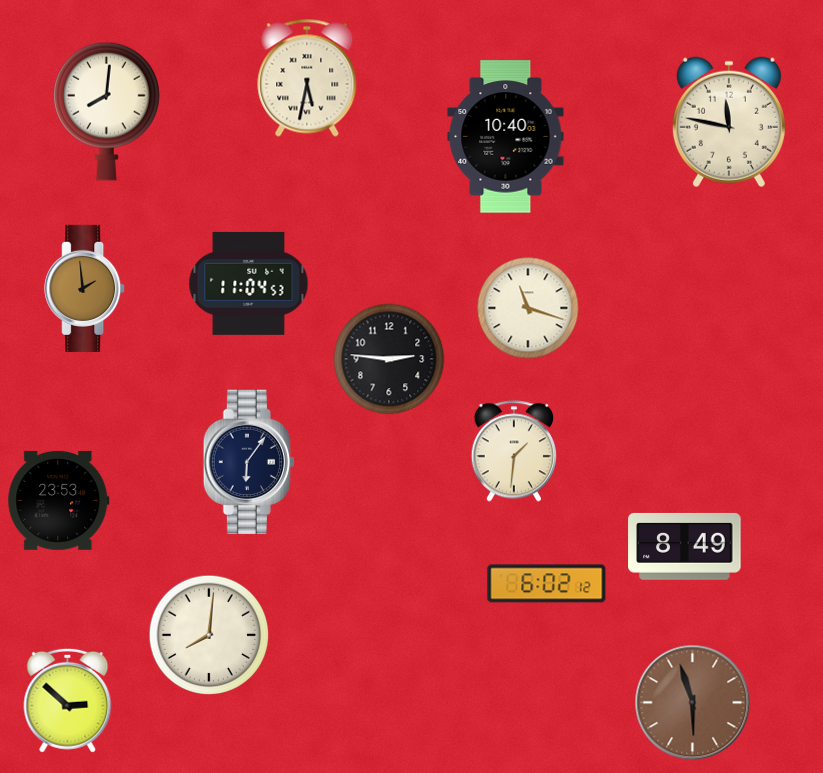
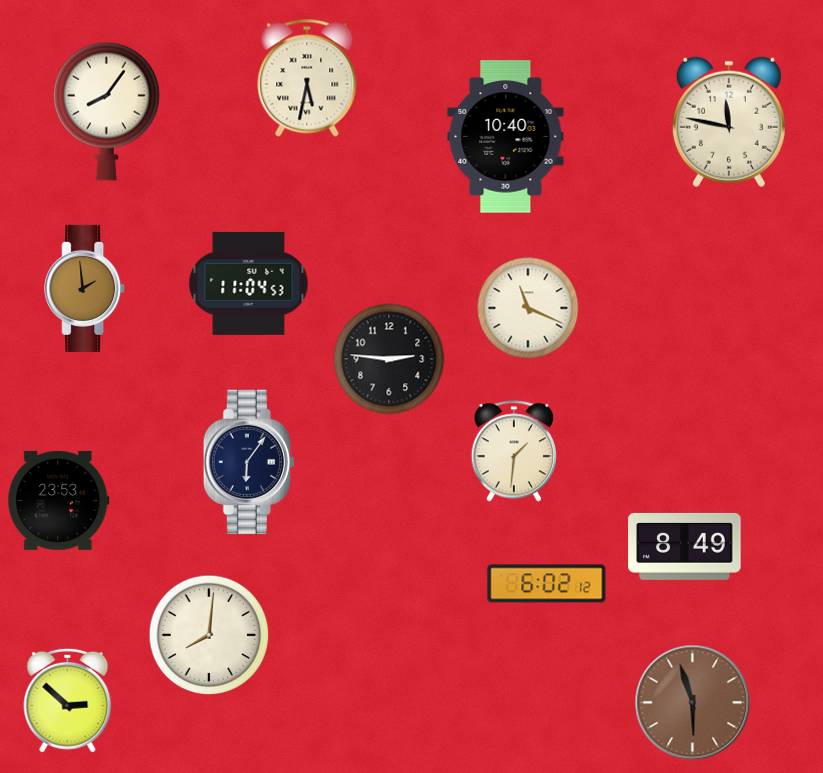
clock at (107, 111): 8:01 -> 8:06
clock at (528, 308): 11:18 -> 11:19
